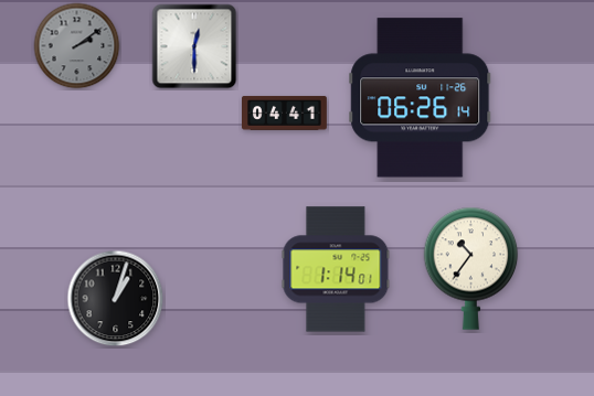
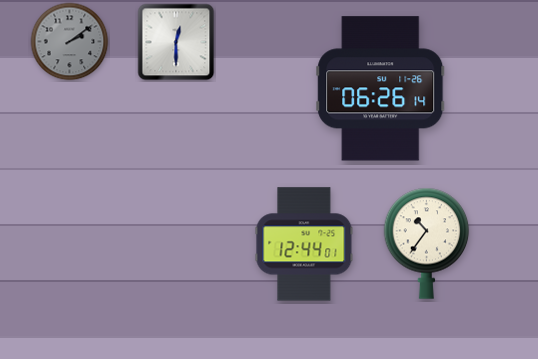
clock at (285, 113): 04:41 -> none
clock at (336, 269): 1:14 -> 12:44
clock at (116, 299): 1:03 -> none
